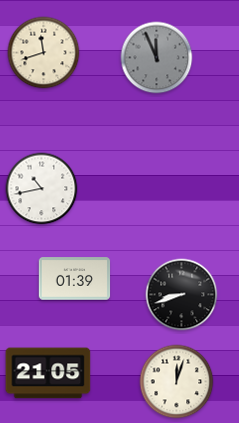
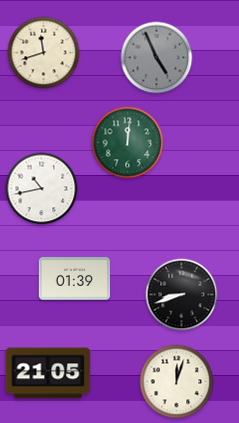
clock at (157, 58): 11:56 -> 4:56
clock at (128, 143): none -> 12:01
